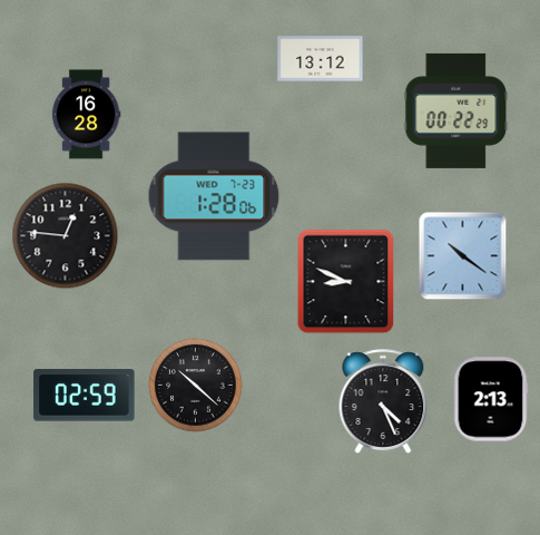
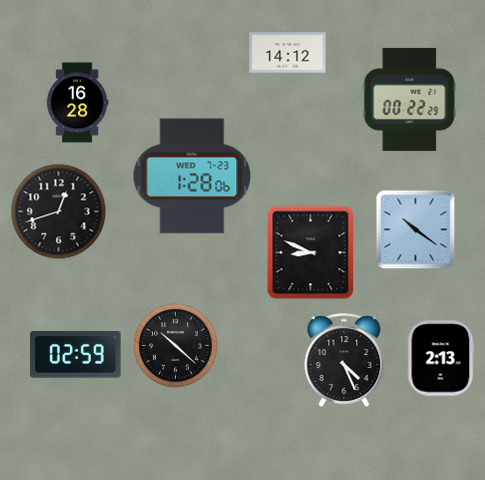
clock at (321, 59): 13:12 -> 14:12
clock at (66, 236): 12:46 -> 12:42
